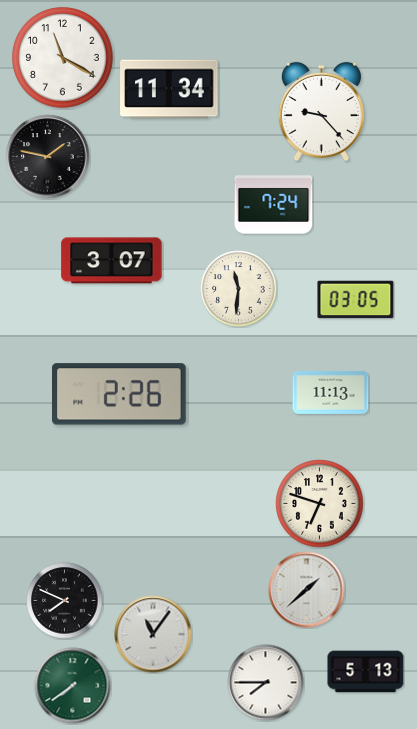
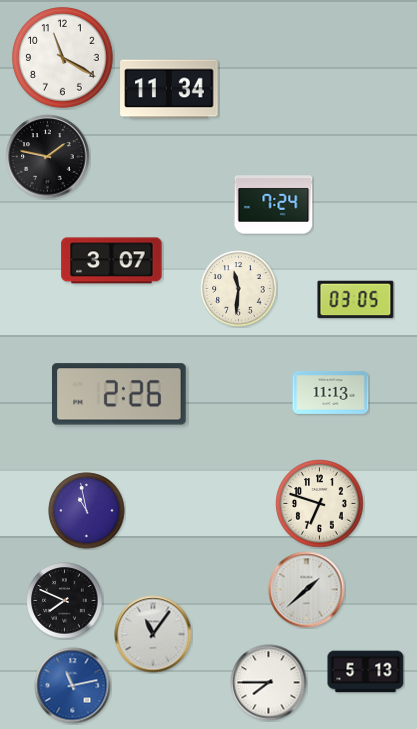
clock at (321, 112): 9:23 -> none
clock at (87, 511): none -> 10:58
clock at (266, 683) position: (266, 683) -> (269, 683)
clock at (73, 686): 7:39 -> 11:13
clock at (73, 686) dial: green -> blue
